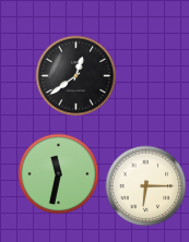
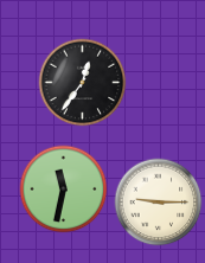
clock at (76, 76): 12:39 -> 12:36
clock at (146, 186): 6:15 -> 9:15
